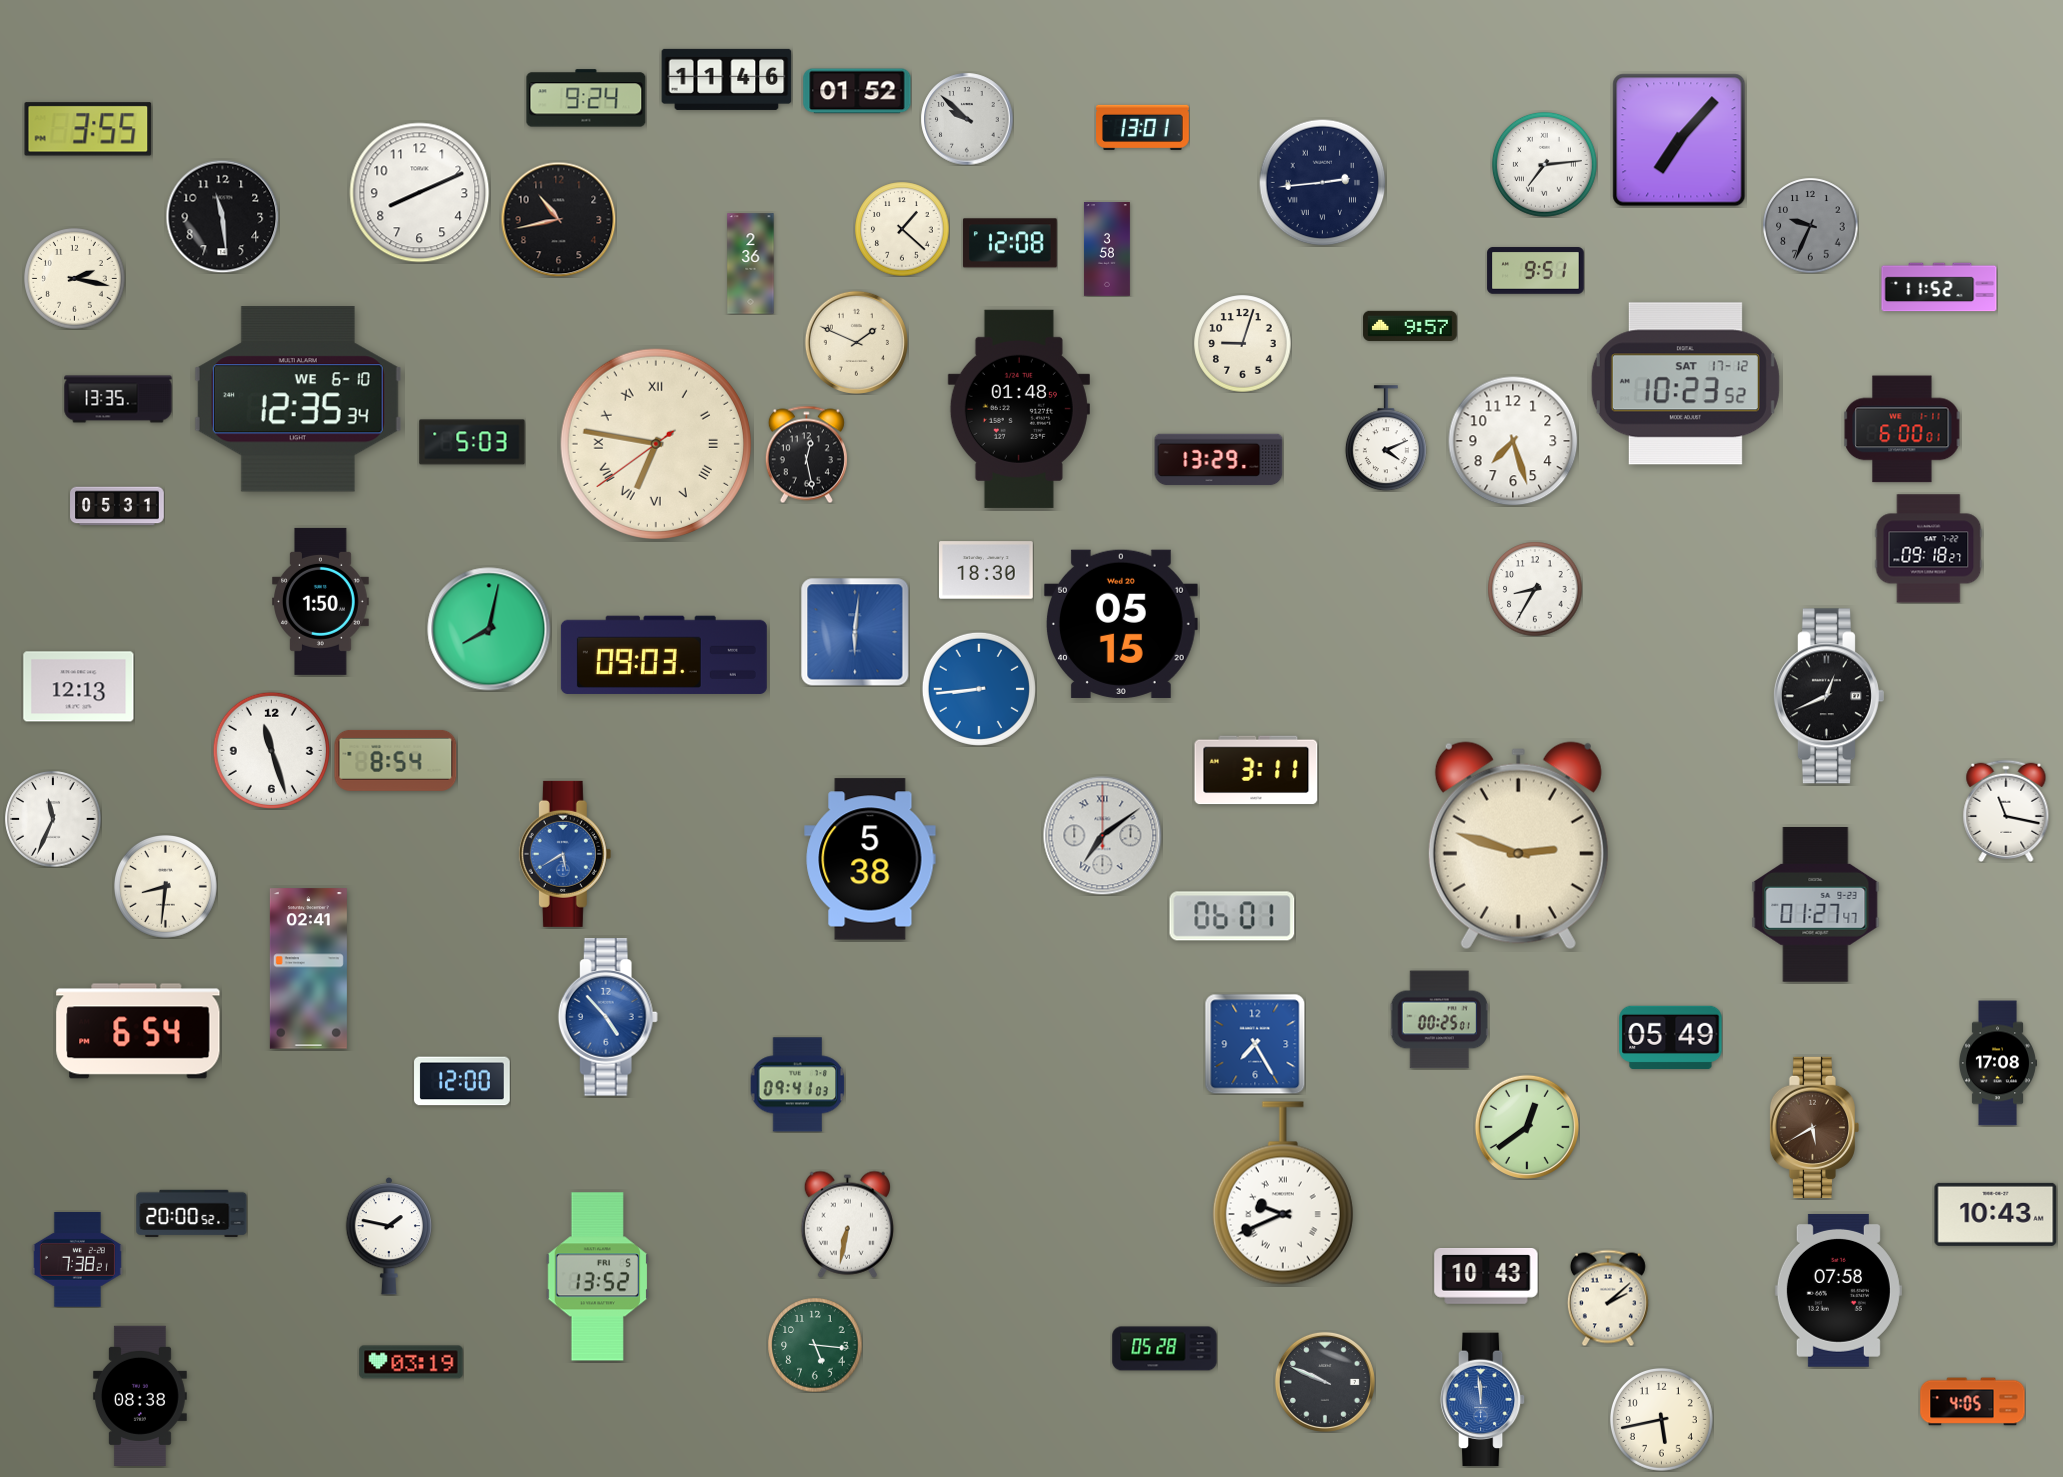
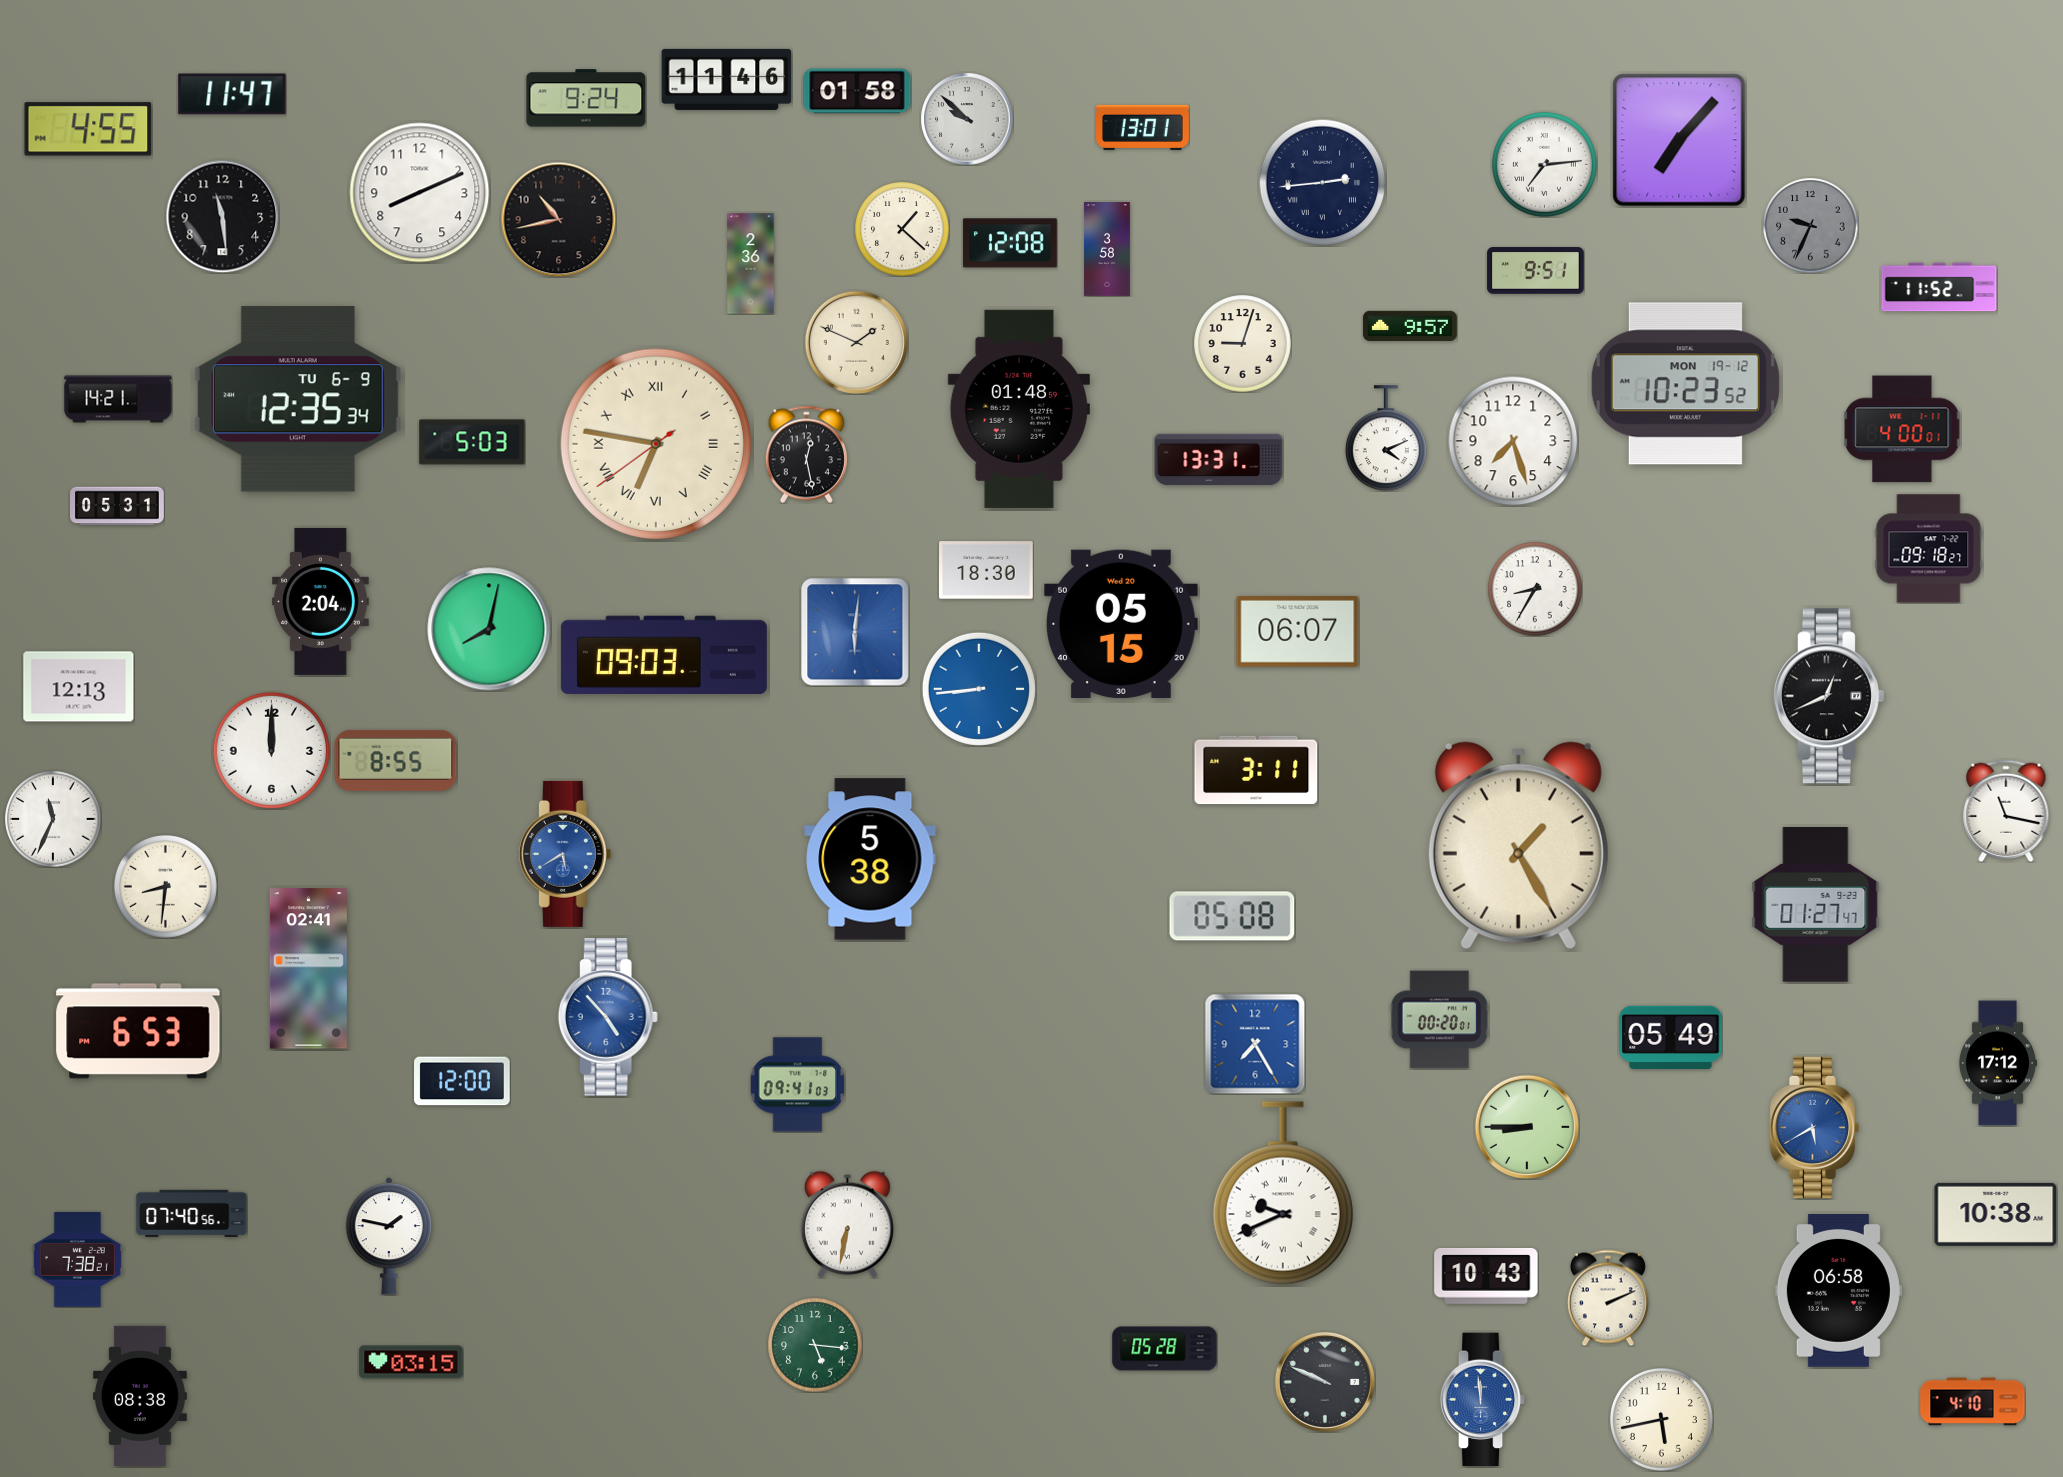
clock at (857, 91): 01:52 -> 01:58
clock at (232, 94): none -> 11:47
clock at (88, 129): 3:55 -> 4:55
clock at (75, 279): 2:17 -> none
clock at (1685, 384) date: SAT 17-12 -> MON 19-12
clock at (118, 399): 13:35 -> 14:21
clock at (298, 399) date: WE 6-10 -> TU 6-9
clock at (1902, 429): 6:00 -> 4:00
clock at (1219, 460): 13:29 -> 13:31
clock at (321, 601): 1:50 -> 2:04
clock at (1298, 631): none -> 06:07
clock at (271, 750): 11:27 -> 12:00
clock at (396, 760): 8:54 -> 8:55
clock at (1103, 836): 7:09 -> none
clock at (1518, 846): 2:48 -> 1:25
clock at (1232, 916): 06:01 -> 05:08
clock at (1439, 1020): 00:25 -> 00:20
clock at (138, 1031): 6:54 -> 6:53
clock at (1997, 1063): 17:08 -> 17:12
clock at (1527, 1126): 12:39 -> 8:45
clock at (1814, 1127) dial: brown -> blue
clock at (192, 1213): 20:00 -> 07:40
clock at (1996, 1214): 10:43 -> 10:38
clock at (597, 1277): 13:52 -> none
clock at (1838, 1290): 07:58 -> 06:58
clock at (1608, 1298): 2:08 -> 2:11
clock at (411, 1362): 03:19 -> 03:15
clock at (1973, 1402): 4:05 -> 4:10
